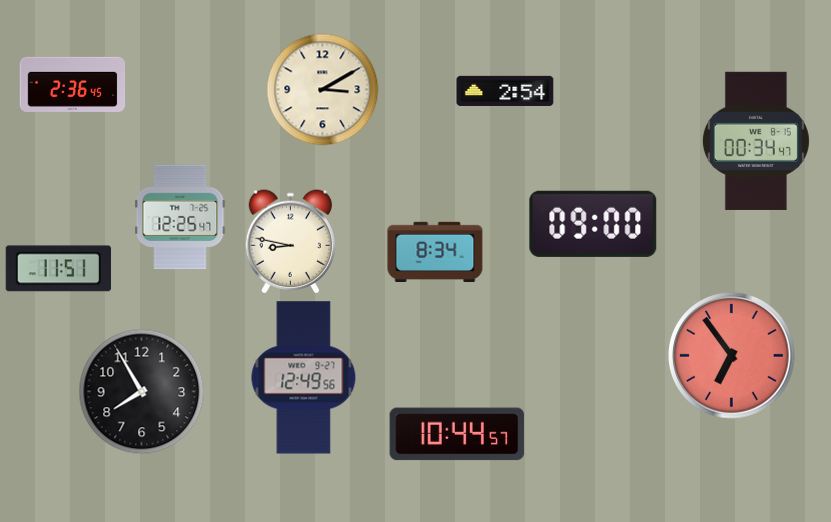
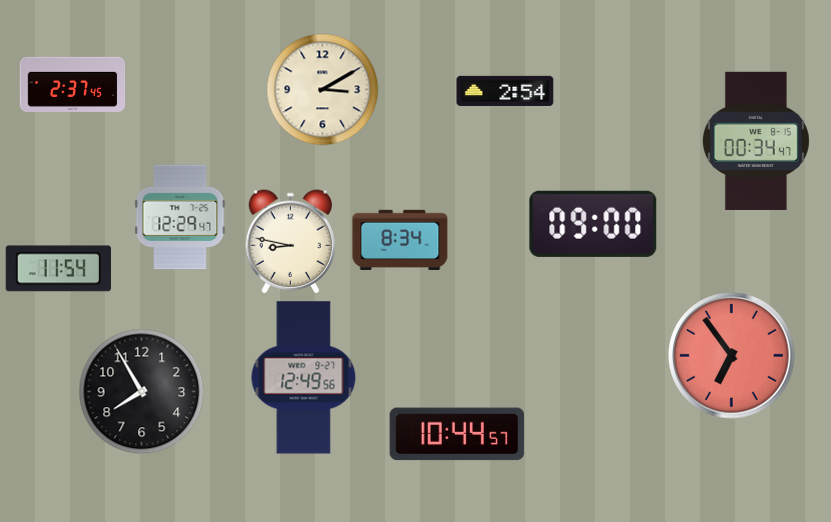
clock at (73, 84): 2:36 -> 2:37
clock at (180, 217): 12:25 -> 12:29
clock at (435, 251) position: (435, 251) -> (400, 239)
clock at (58, 269): 11:51 -> 11:54
